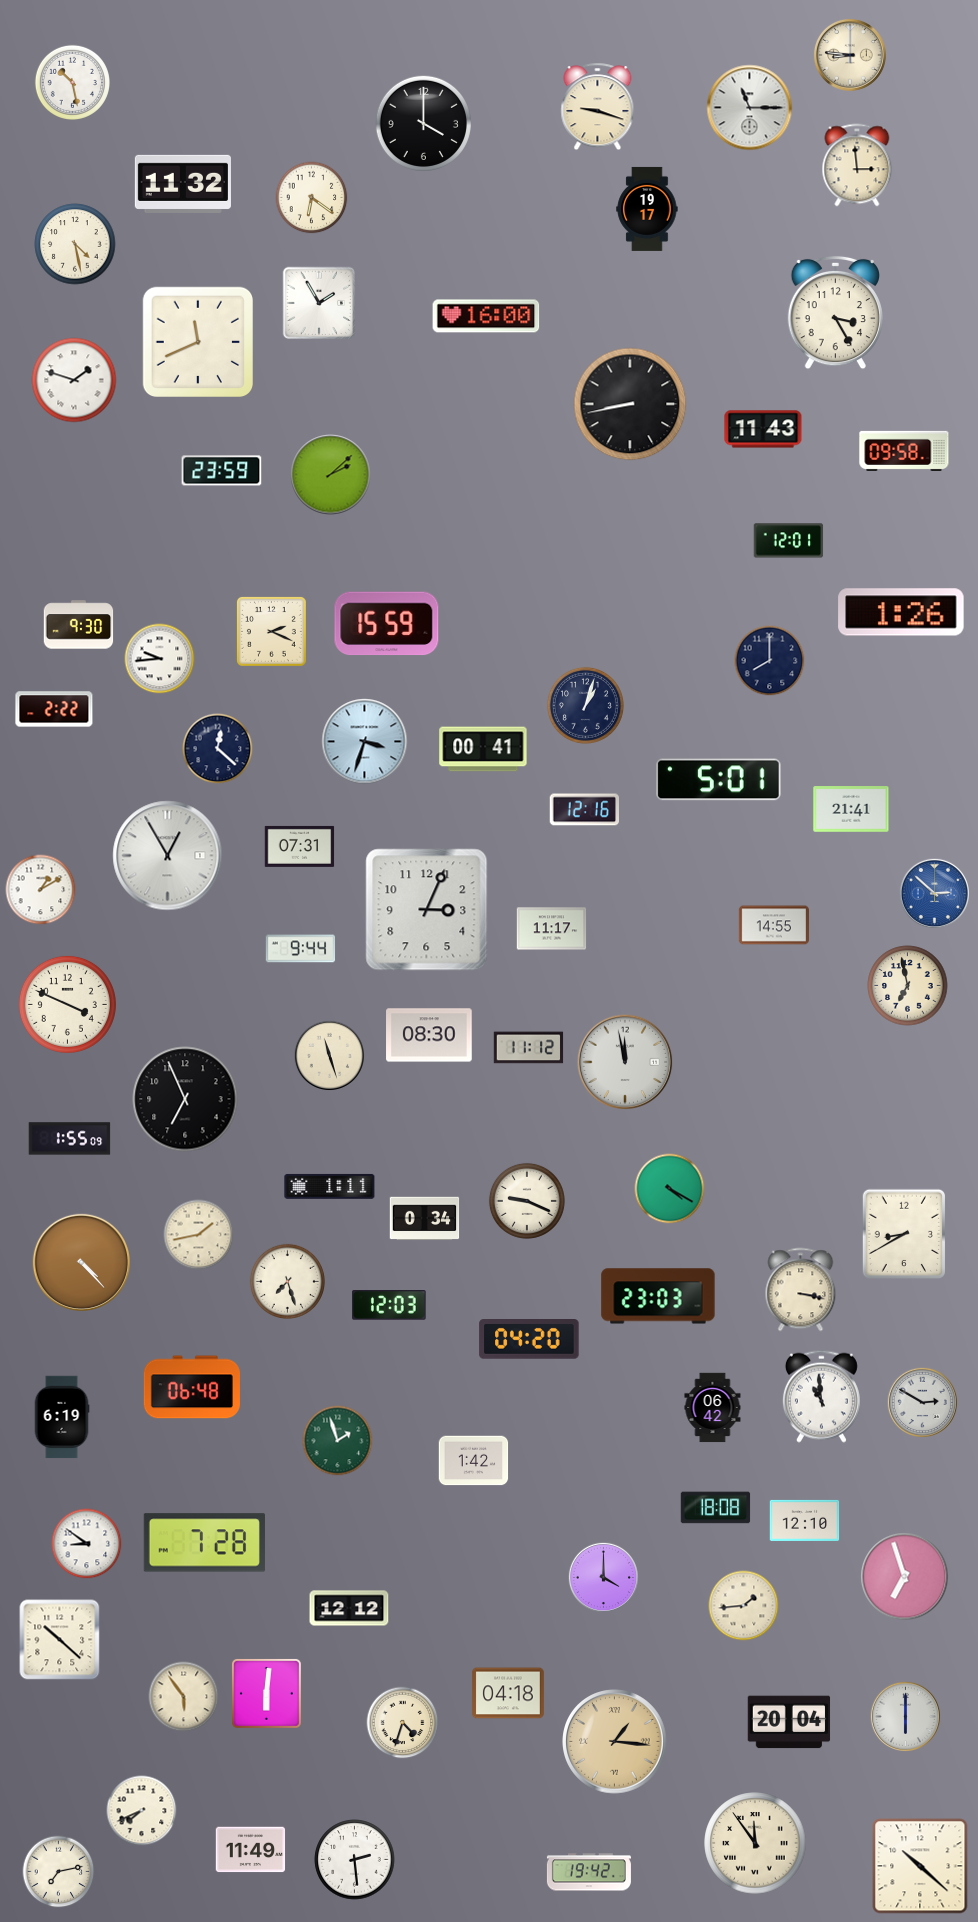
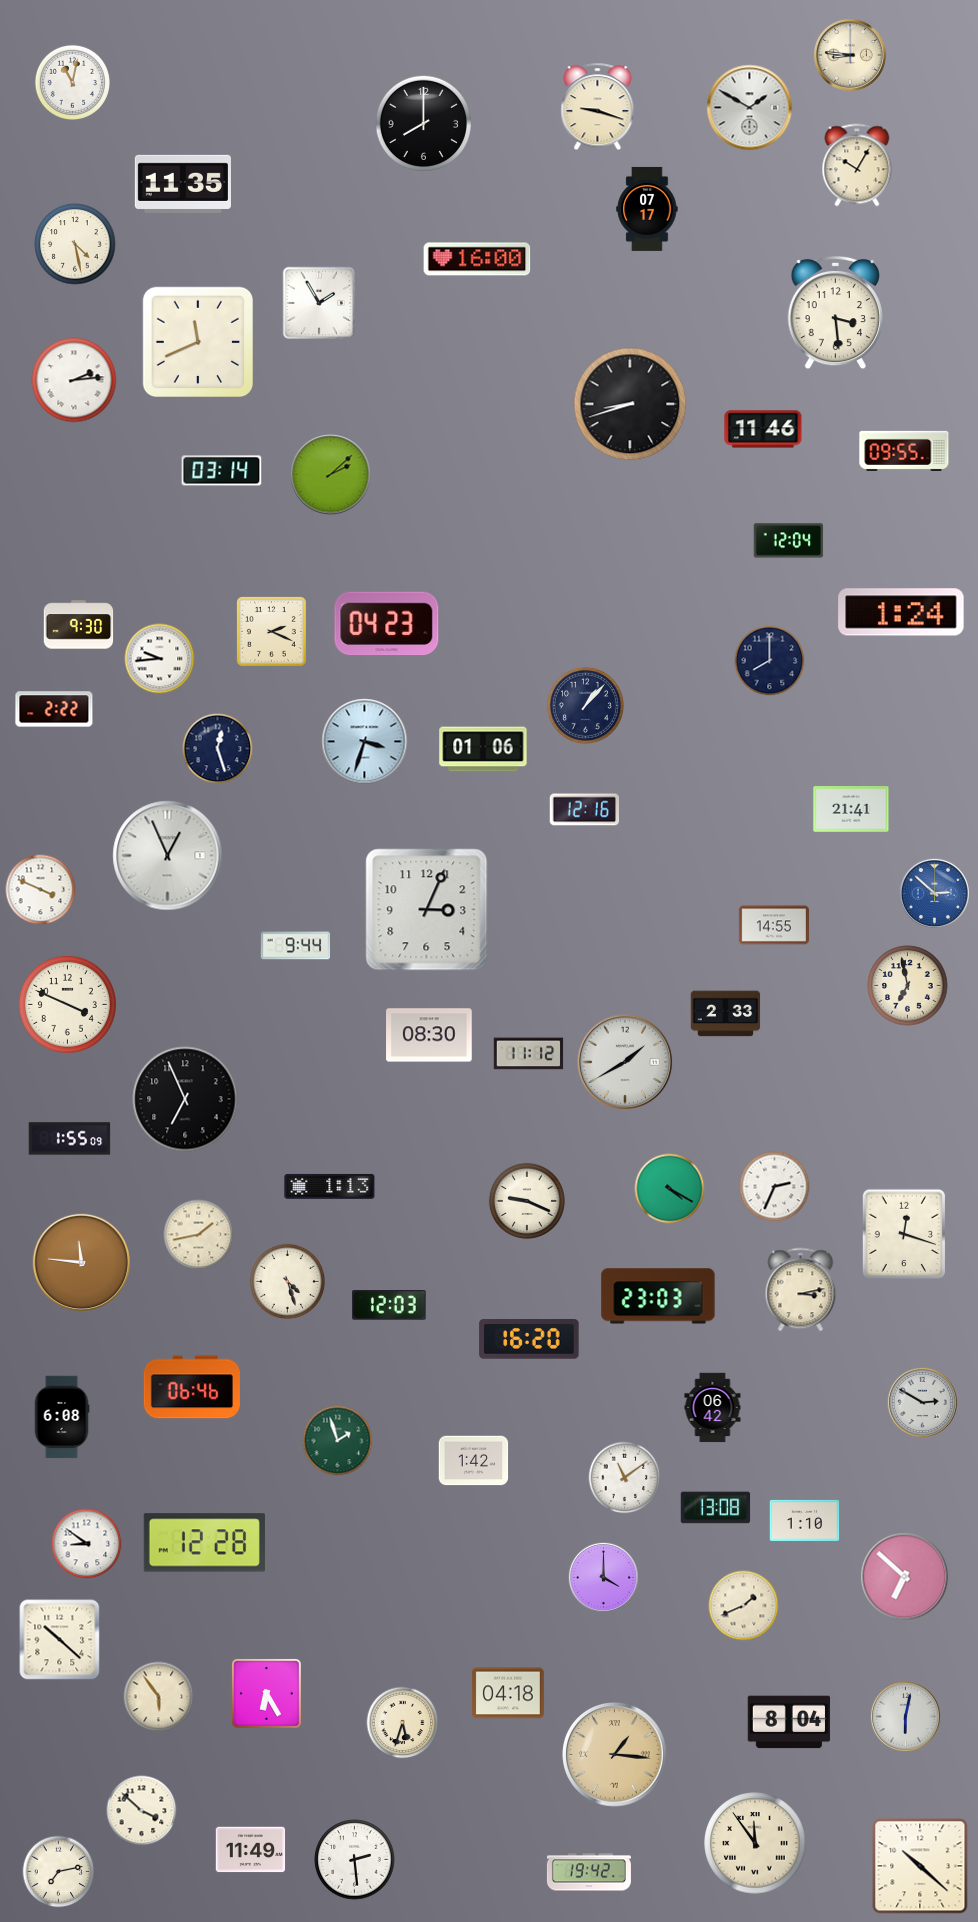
clock at (72, 82): 10:28 -> 11:02
clock at (750, 108): 11:15 -> 1:50
clock at (423, 123): 4:00 -> 8:00
clock at (857, 165): 2:59 -> 10:05
clock at (183, 184): 11:32 -> 11:35
clock at (312, 198): 6:21 -> none
clock at (647, 209): 19:17 -> 07:17
clock at (835, 313): 3:25 -> 3:29
clock at (486, 316) position: (486, 316) -> (477, 259)
clock at (74, 380): 1:48 -> 2:14
clock at (630, 404): 8:43 -> 8:42
clock at (763, 429): 11:43 -> 11:46
clock at (904, 451): 09:58 -> 09:55
clock at (222, 471): 23:59 -> 03:14
clock at (789, 541): 12:01 -> 12:04
clock at (901, 612): 1:26 -> 1:24
clock at (387, 624): 15:59 -> 04:23
clock at (585, 705): 1:03 -> 1:07
clock at (218, 749): 12:22 -> 12:27
clock at (483, 749): 00:41 -> 01:06
clock at (719, 780): 5:01 -> none
clock at (300, 846): 07:31 -> none
clock at (168, 856): 12:55 -> 12:56
clock at (41, 890): 1:10 -> 3:49
clock at (552, 929): 11:17 -> none
clock at (301, 949) position: (301, 949) -> (296, 946)
clock at (726, 1014): none -> 2:33
clock at (529, 1048) position: (529, 1048) -> (529, 1054)
clock at (329, 1055): 11:27 -> none
clock at (625, 1062): 11:58 -> 1:40
clock at (330, 1186): 1:11 -> 1:13
clock at (775, 1187): none -> 2:34
clock at (425, 1219): 0:34 -> none
clock at (903, 1234): 8:40 -> 12:18
clock at (81, 1262): 4:23 -> 11:46
clock at (287, 1281): 7:27 -> 4:27
clock at (801, 1290): 3:17 -> 3:13
clock at (529, 1340): 04:20 -> 16:20
clock at (192, 1387): 06:48 -> 06:46
clock at (821, 1396): 10:59 -> none
clock at (62, 1417): 6:19 -> 6:08
clock at (625, 1478): none -> 11:09
clock at (716, 1508): 18:08 -> 13:08
clock at (805, 1520): 12:10 -> 1:10
clock at (204, 1543): 7:28 -> 12:28
clock at (905, 1577): 6:57 -> 6:52
clock at (744, 1606): 1:44 -> 1:41
clock at (349, 1608): 12:12 -> none
clock at (266, 1693): 6:01 -> 6:25
clock at (184, 1697) position: (184, 1697) -> (159, 1697)
clock at (905, 1716): 6:00 -> 6:02
clock at (789, 1722): 20:04 -> 8:04
clock at (403, 1723): 4:33 -> 5:33
clock at (615, 1742) position: (615, 1742) -> (615, 1755)
clock at (142, 1811): 7:41 -> 3:52
